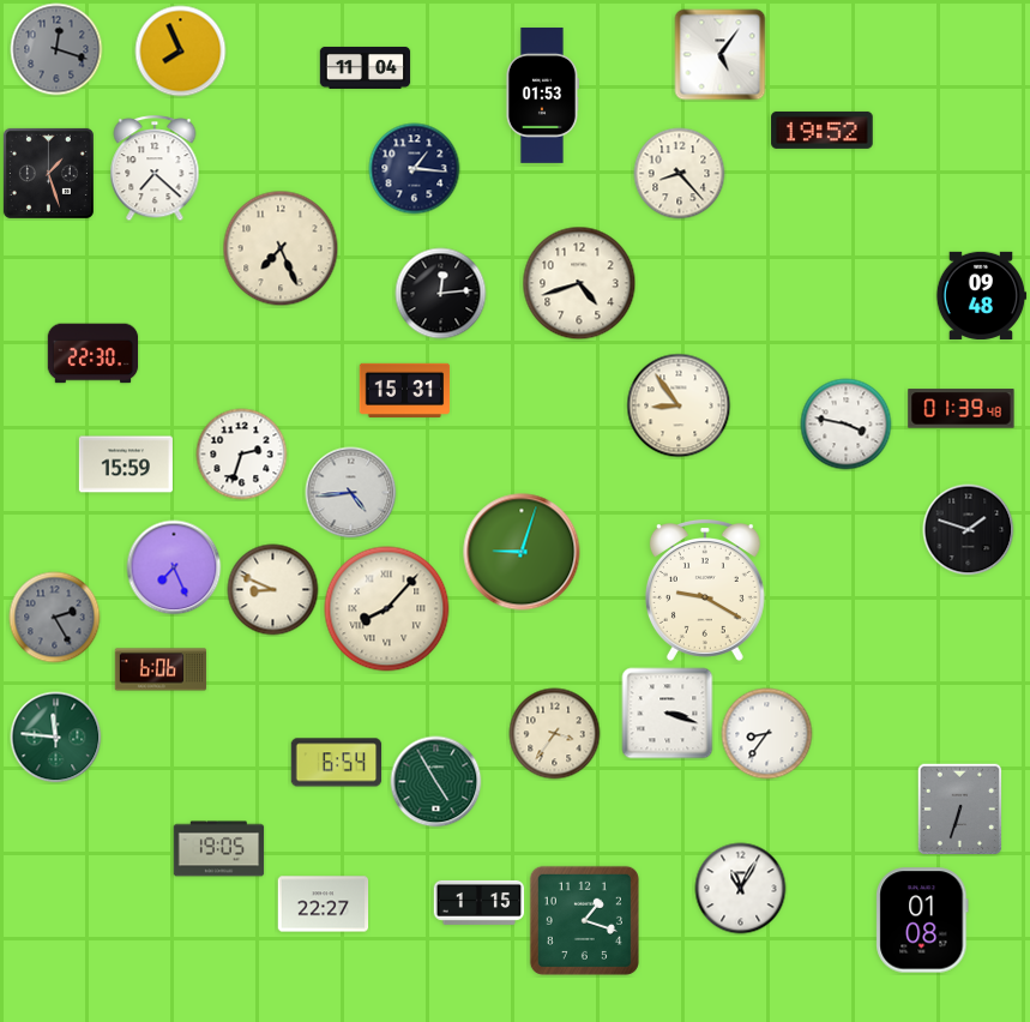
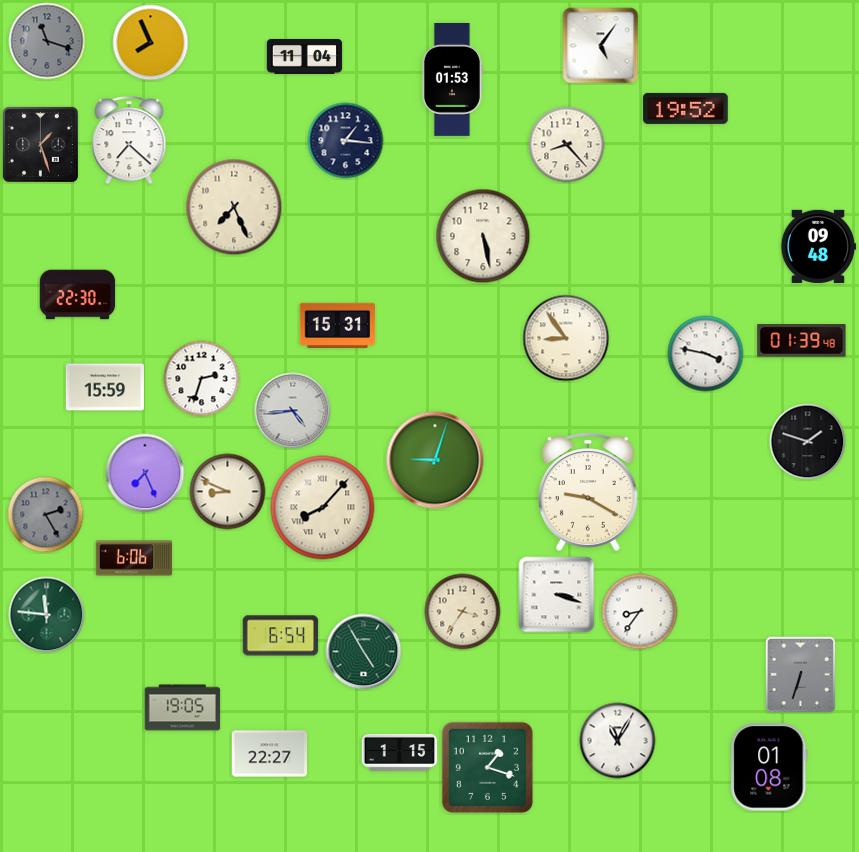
clock at (56, 49): 12:18 -> 11:18
clock at (579, 283): 4:42 -> 5:28
clock at (441, 294): 12:14 -> none
